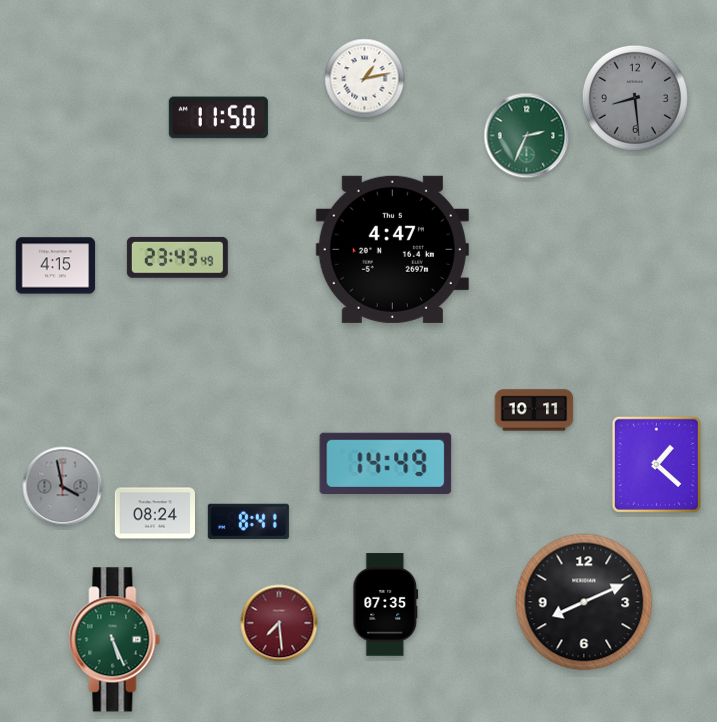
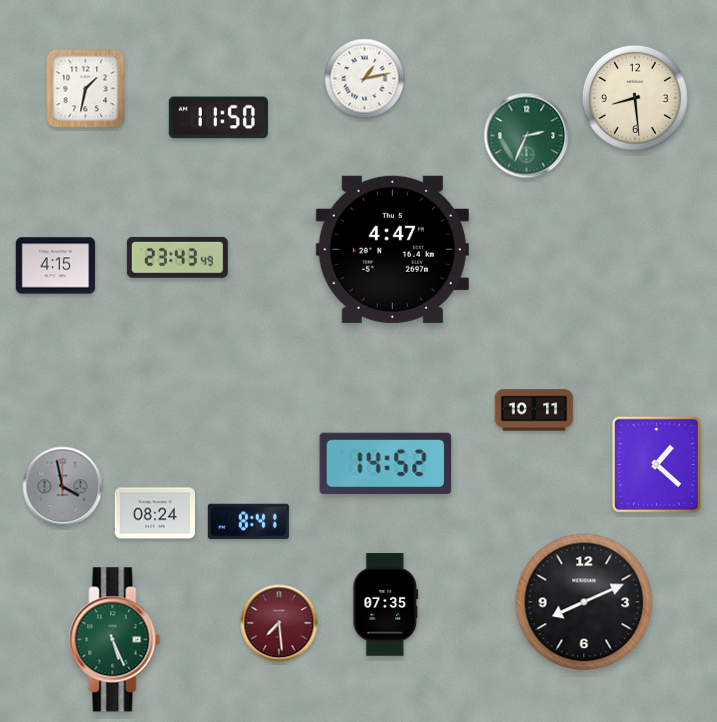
clock at (86, 89): none -> 1:32
clock at (635, 98) dial: grey -> cream
clock at (386, 463): 14:49 -> 14:52
